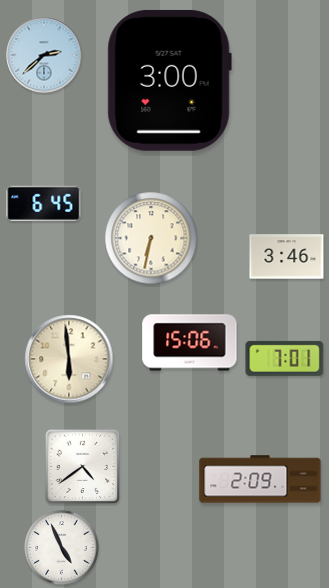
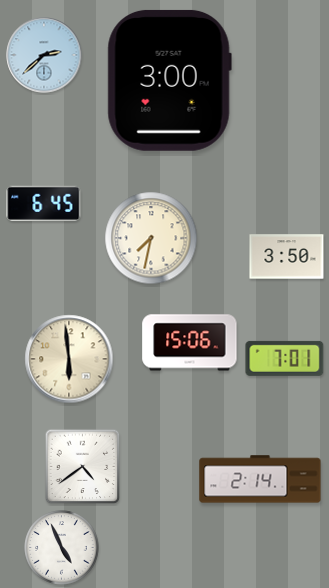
clock at (151, 238): 6:32 -> 7:32
clock at (287, 257): 3:46 -> 3:50
clock at (260, 479): 2:09 -> 2:14
